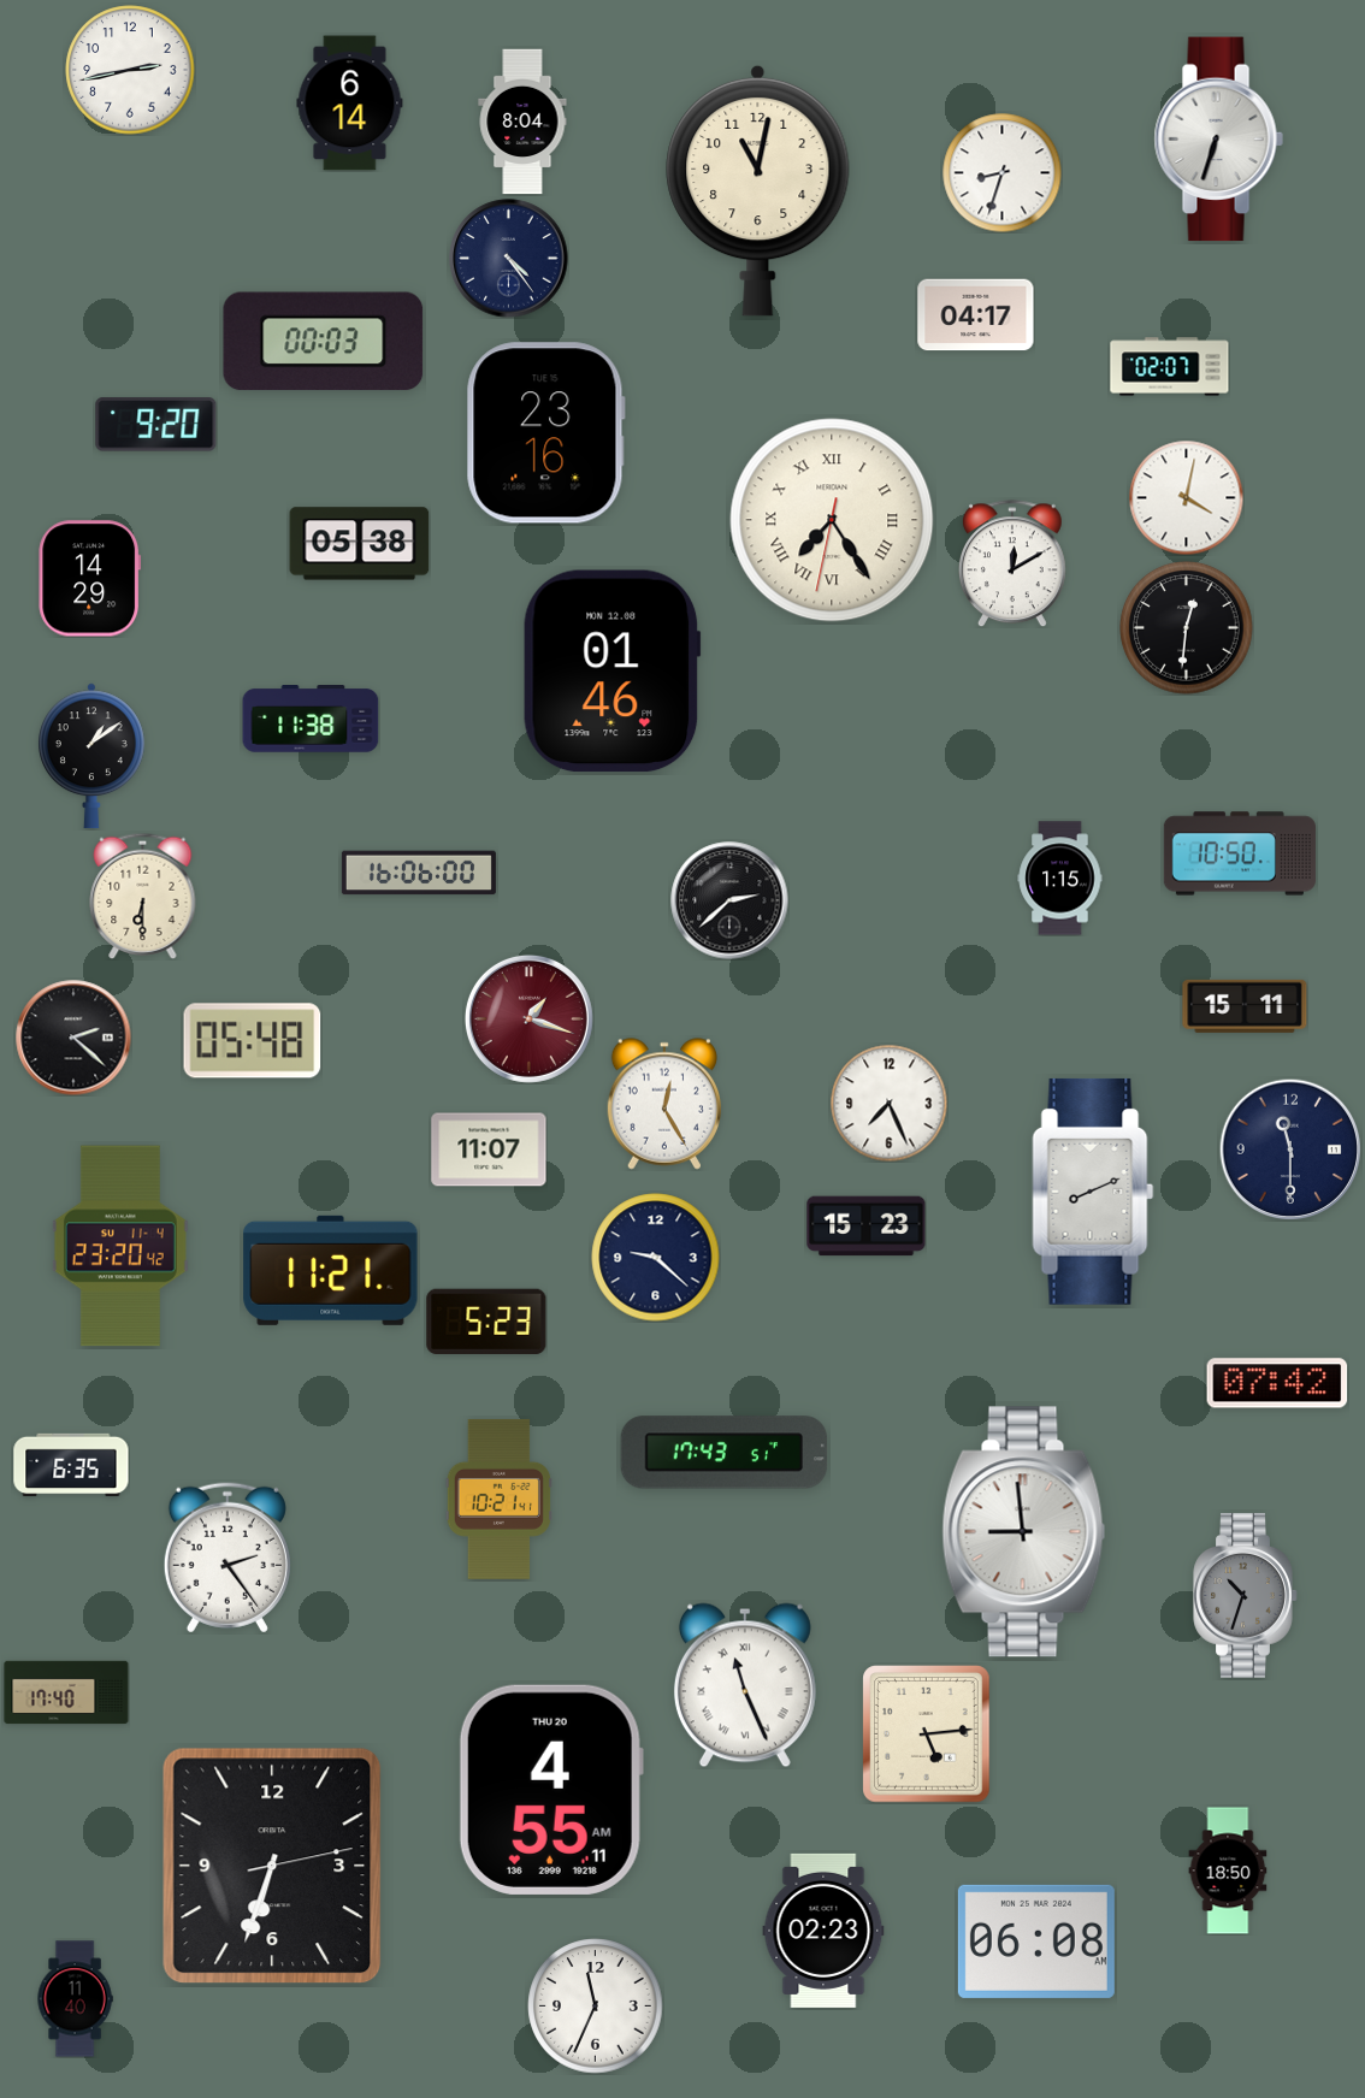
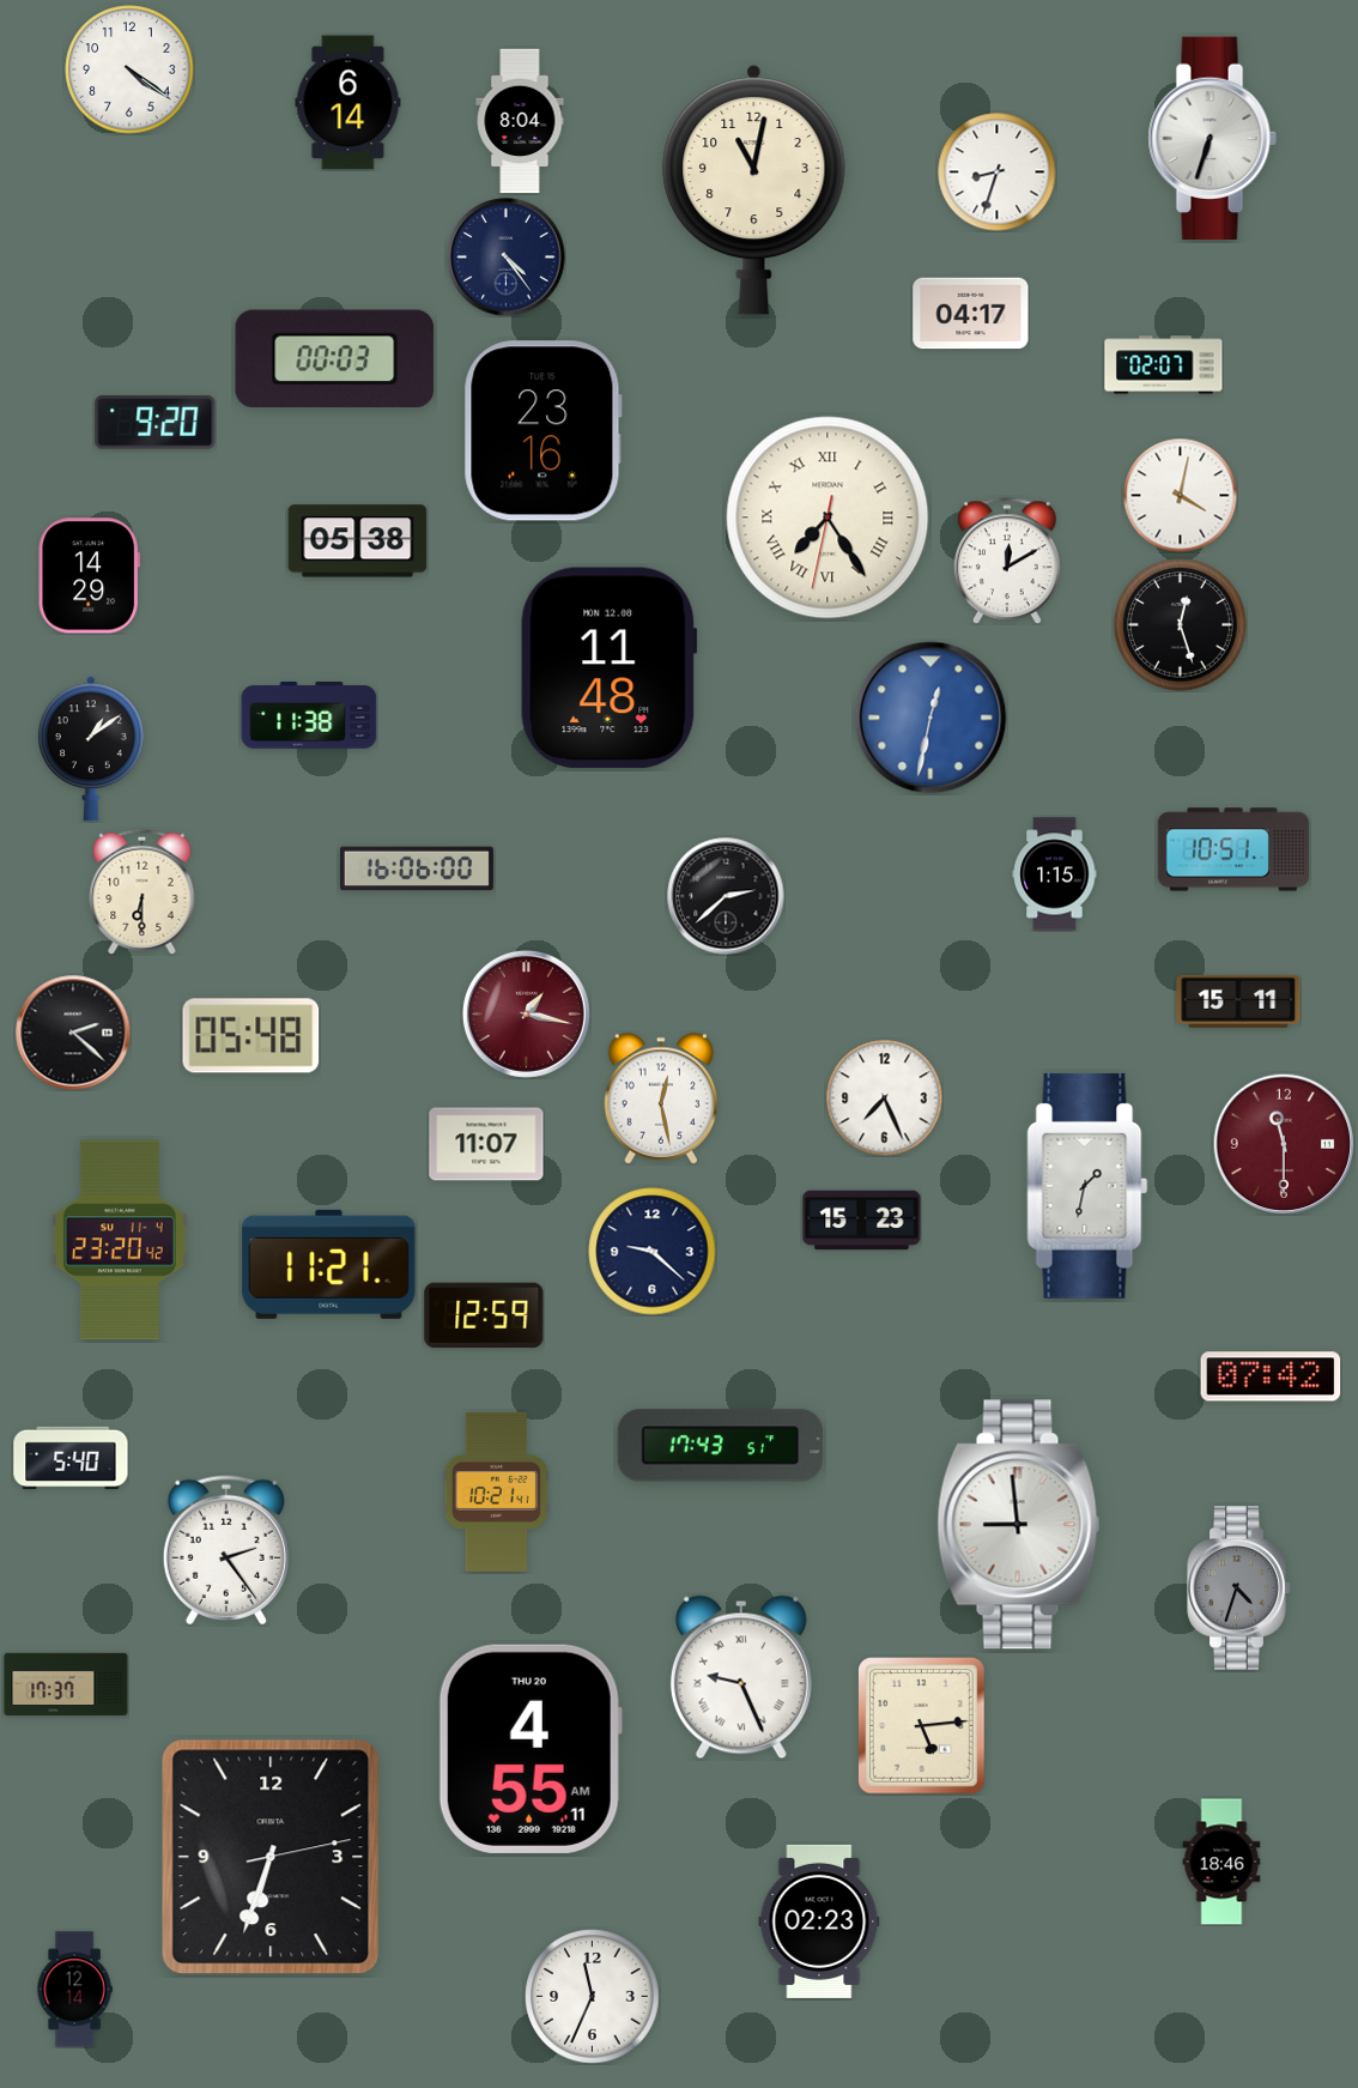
clock at (130, 70): 2:43 -> 4:21
clock at (324, 342) position: (324, 342) -> (335, 359)
clock at (1187, 628): 12:31 -> 12:27
clock at (613, 672): 01:46 -> 11:48
clock at (930, 718): none -> 12:32
clock at (91, 756) position: (91, 756) -> (91, 749)
clock at (1240, 853): 10:50 -> 10:51
clock at (528, 1018): 1:18 -> 1:17
clock at (664, 1104): 12:25 -> 12:28
clock at (1290, 1150) dial: navy -> burgundy
clock at (1093, 1192): 8:11 -> 1:32
clock at (486, 1322): 5:23 -> 12:59
clock at (71, 1465): 6:35 -> 5:40
clock at (1246, 1596): 10:33 -> 4:33
clock at (745, 1685): 11:26 -> 9:26
clock at (66, 1692): 17:40 -> 17:37
clock at (551, 1790) position: (551, 1790) -> (531, 1749)
clock at (1228, 1871): 18:50 -> 18:46
clock at (1036, 1942): 06:08 -> none
clock at (75, 1999): 11:40 -> 12:14
